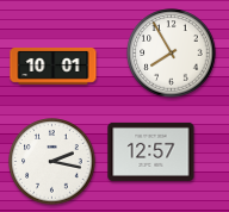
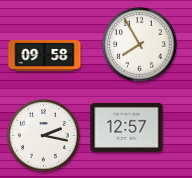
clock at (172, 54) position: (172, 54) -> (140, 45)
clock at (54, 67): 10:01 -> 09:58
